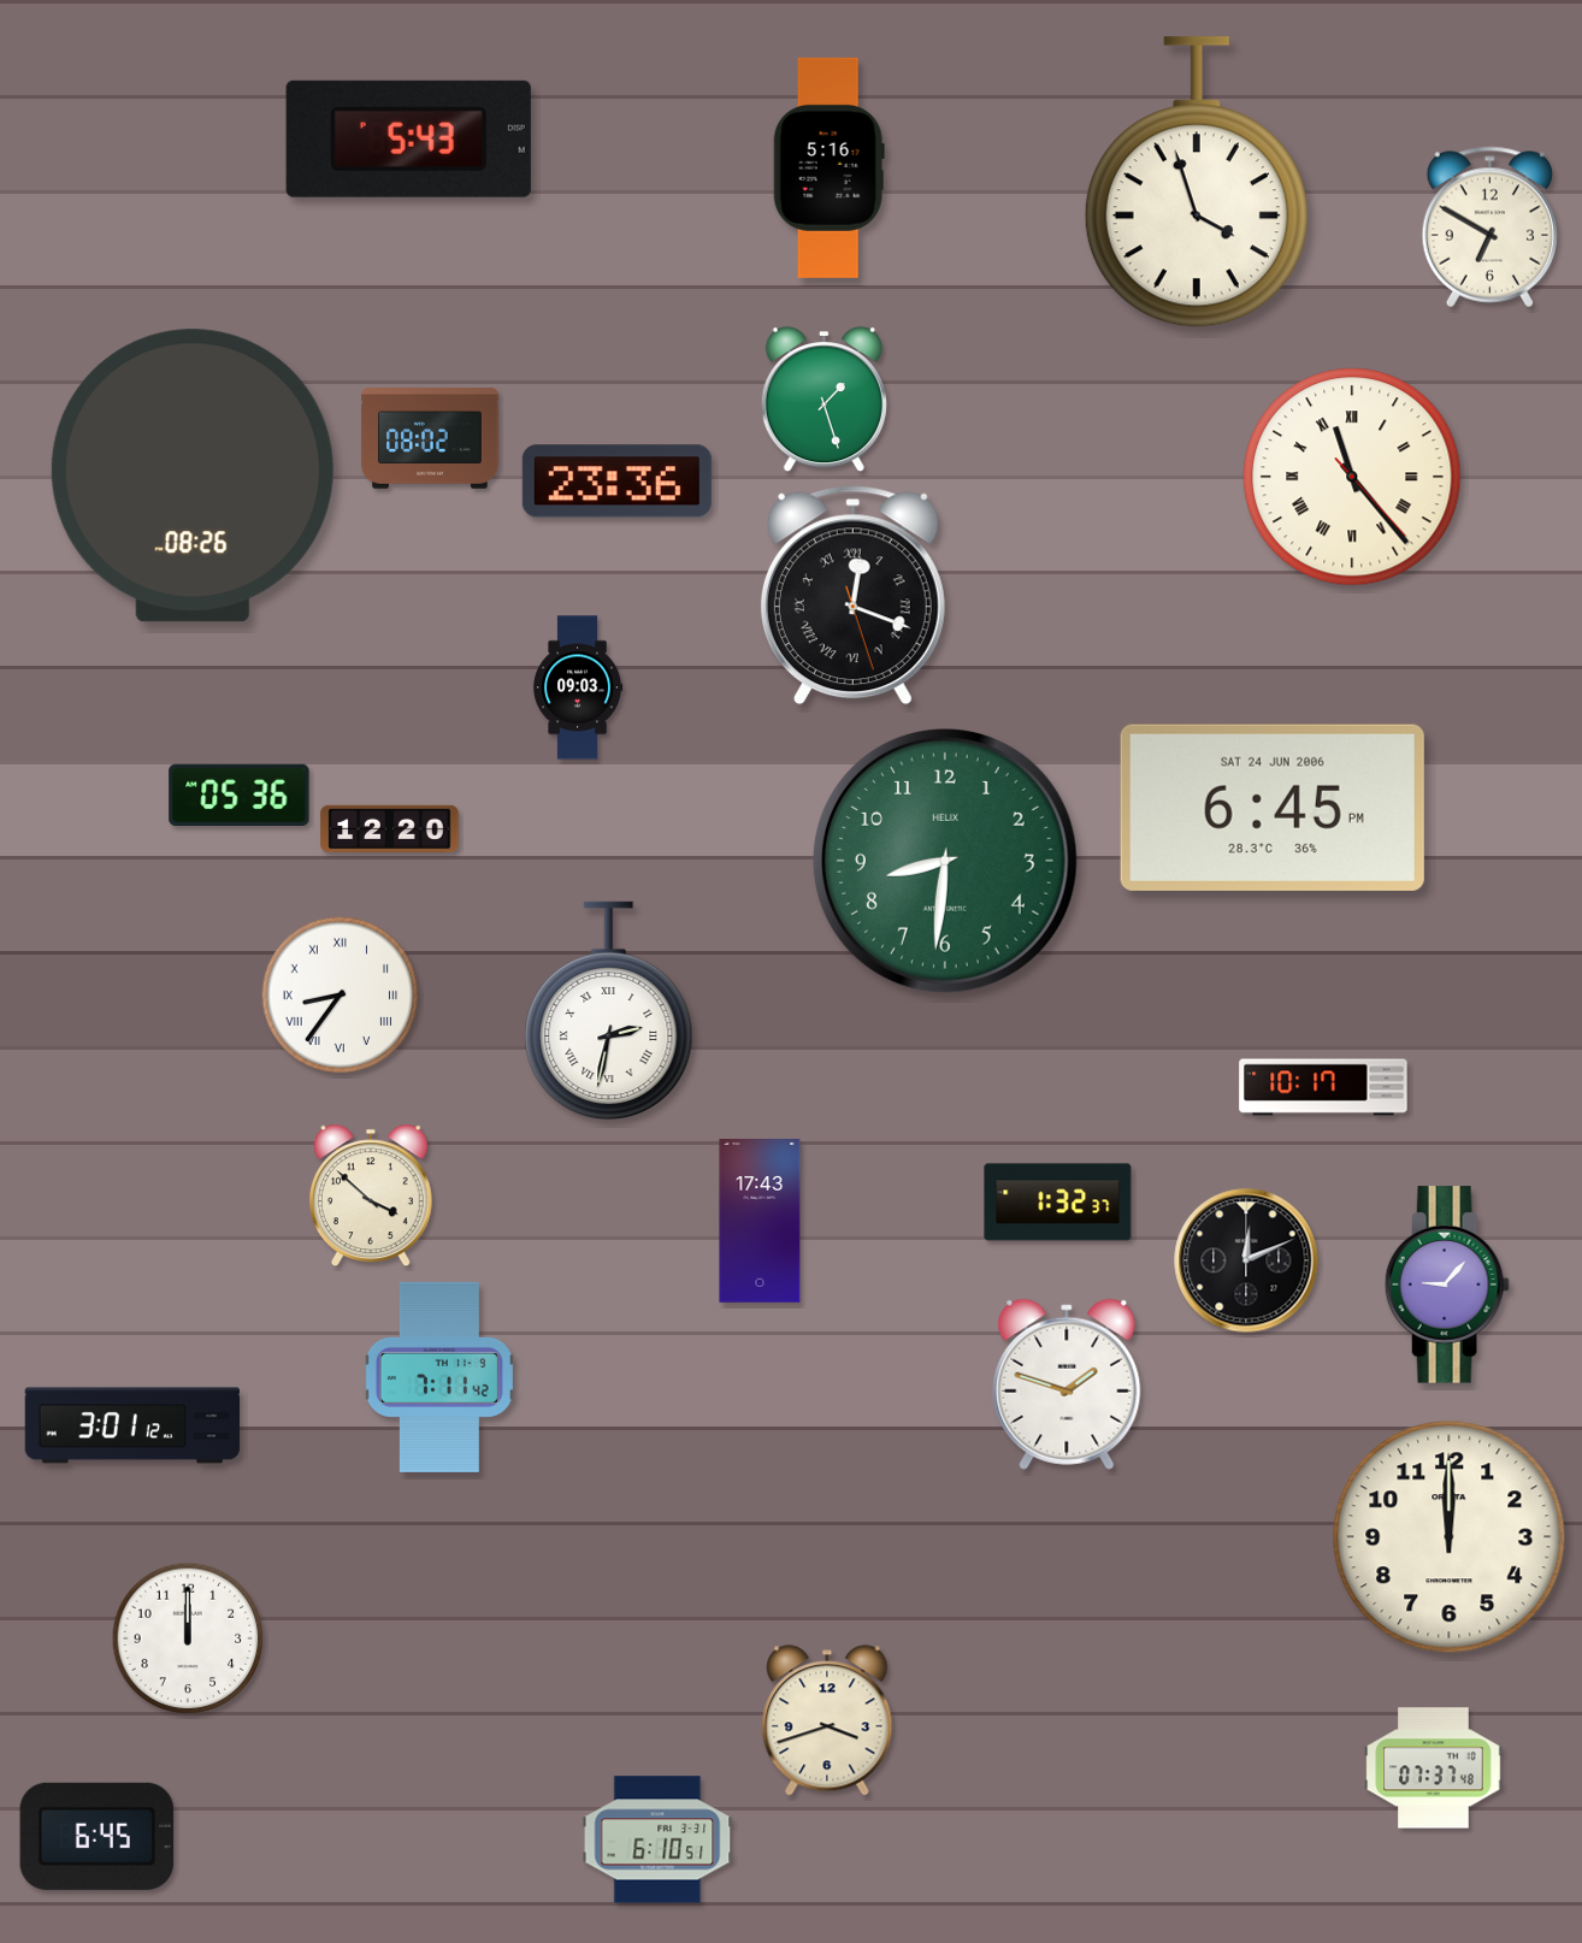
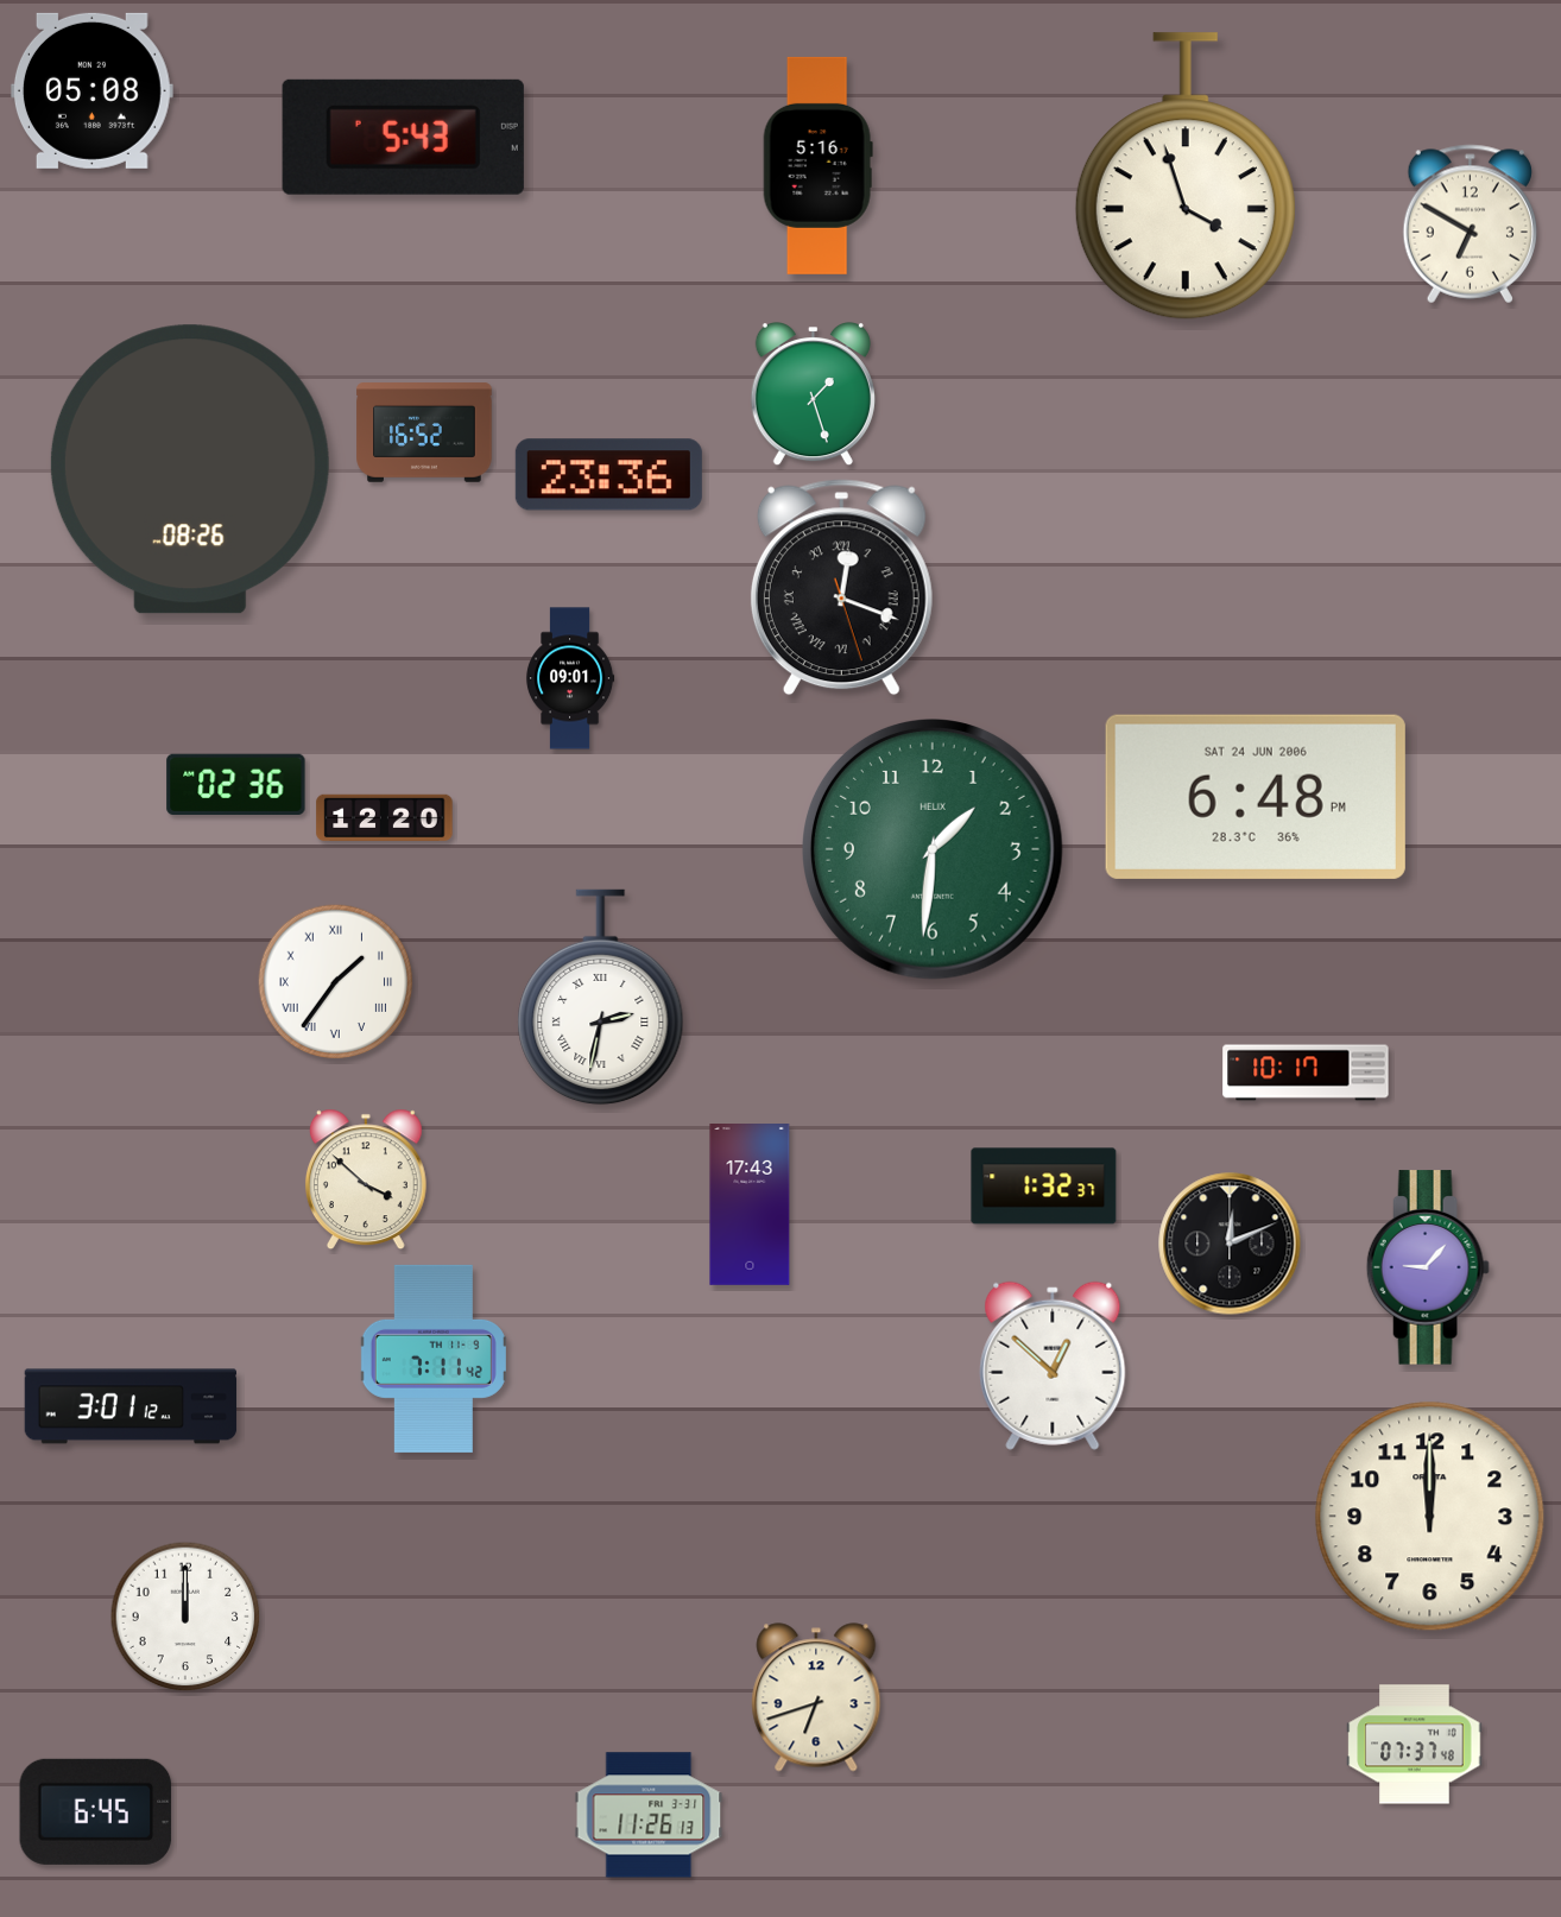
clock at (91, 90): none -> 05:08
clock at (1197, 182) position: (1197, 182) -> (1186, 176)
clock at (430, 438): 08:02 -> 16:52
clock at (1352, 477): 11:23 -> none
clock at (578, 687): 09:03 -> 09:01
clock at (240, 795): 05:36 -> 02:36
clock at (1273, 808): 6:45 -> 6:48
clock at (946, 862): 8:31 -> 1:31
clock at (341, 996): 8:36 -> 1:36
clock at (1067, 1384): 1:48 -> 12:52
clock at (827, 1720): 3:42 -> 6:42
clock at (657, 1839): 6:10 -> 11:26
